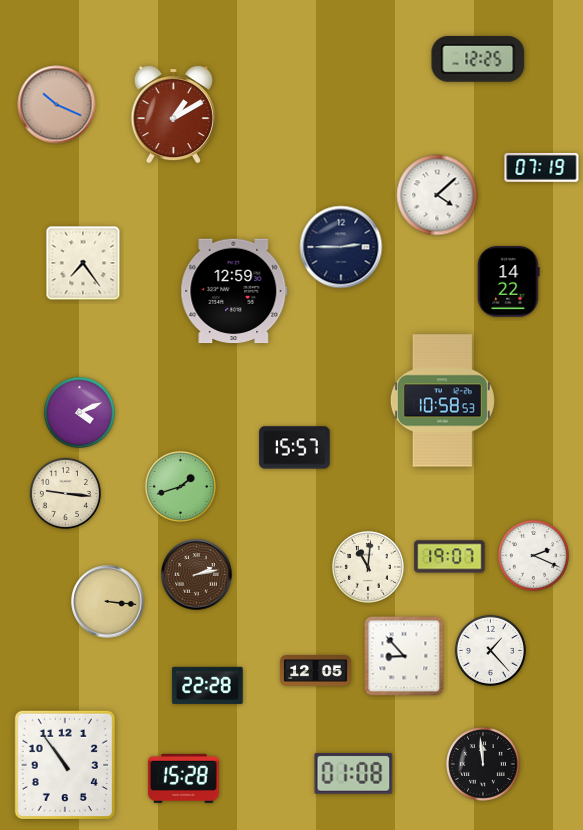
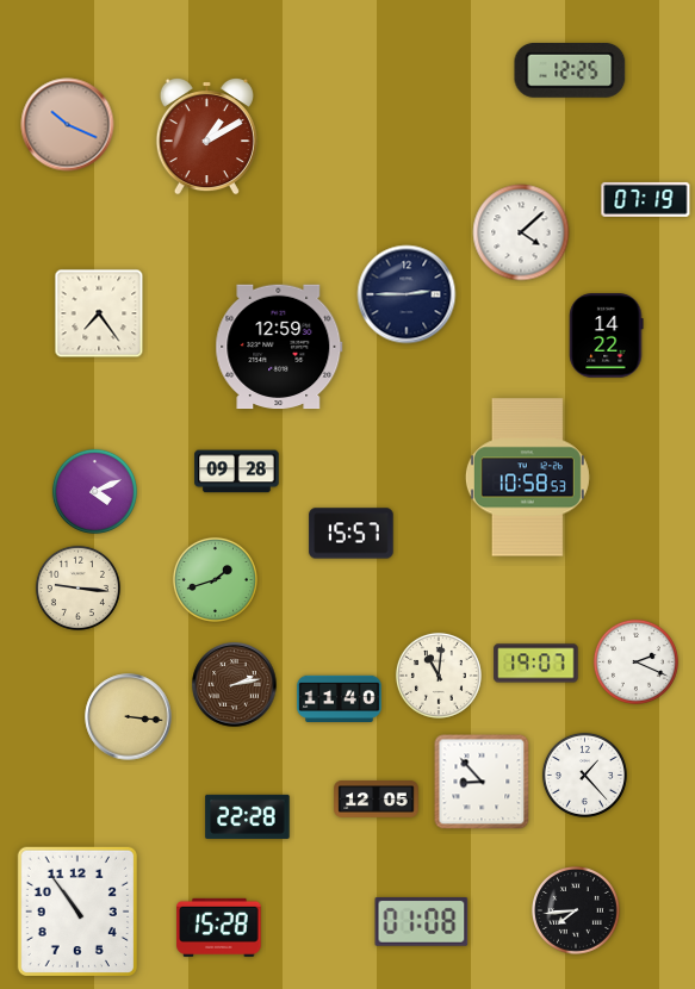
clock at (237, 472): none -> 09:28
clock at (340, 698): none -> 11:40
clock at (484, 765): 11:59 -> 7:44
